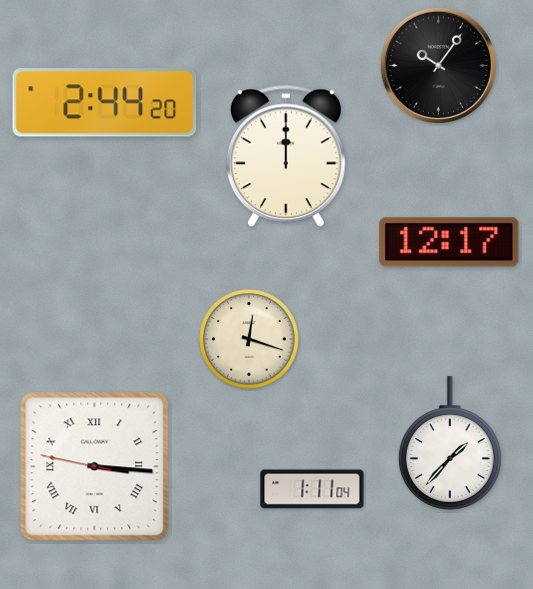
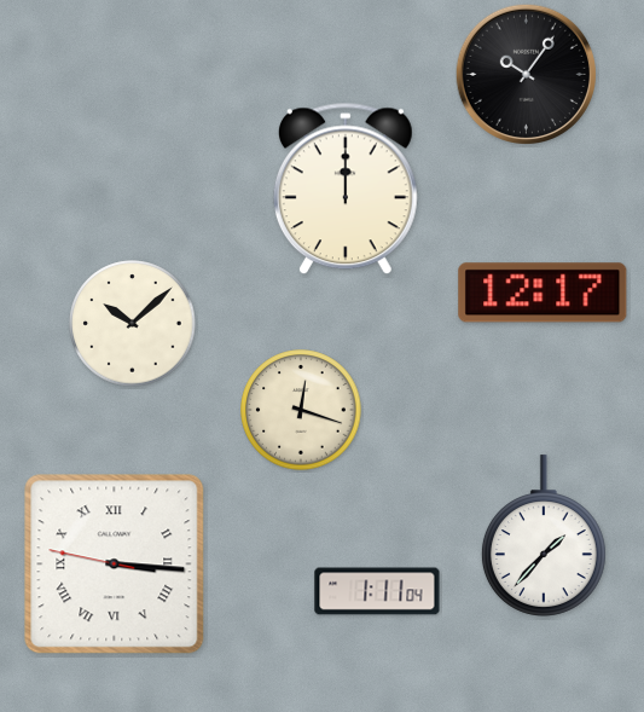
clock at (438, 65) position: (438, 65) -> (526, 74)
clock at (105, 103): 2:44 -> none
clock at (133, 324): none -> 10:08
